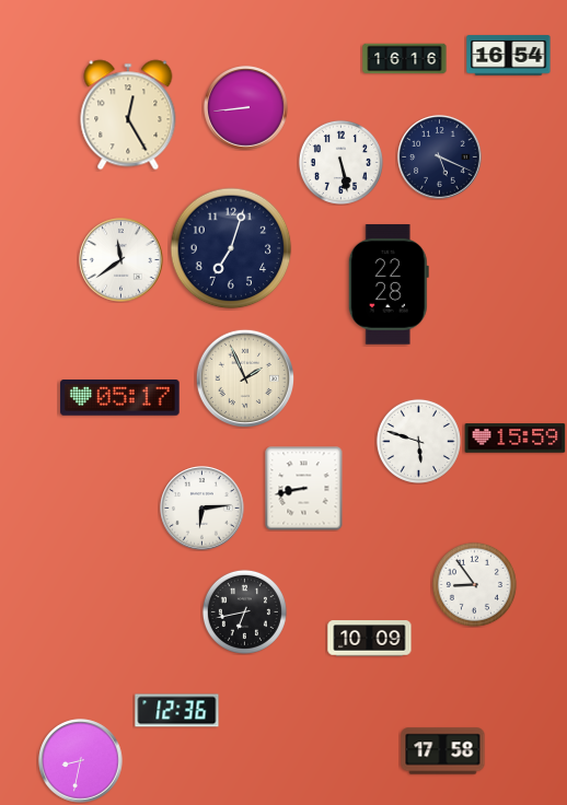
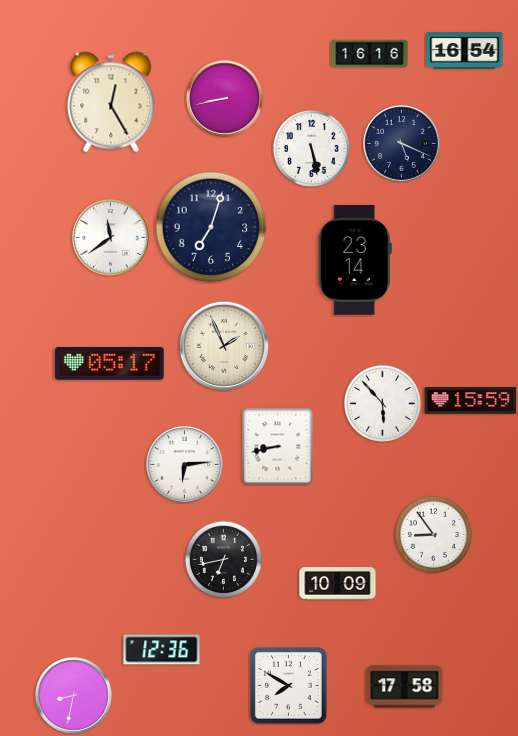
clock at (246, 108): 8:44 -> 8:43
clock at (128, 115) position: (128, 115) -> (111, 102)
clock at (389, 284): 22:28 -> 23:14
clock at (418, 441): 5:48 -> 5:53
clock at (289, 686): none -> 7:50
